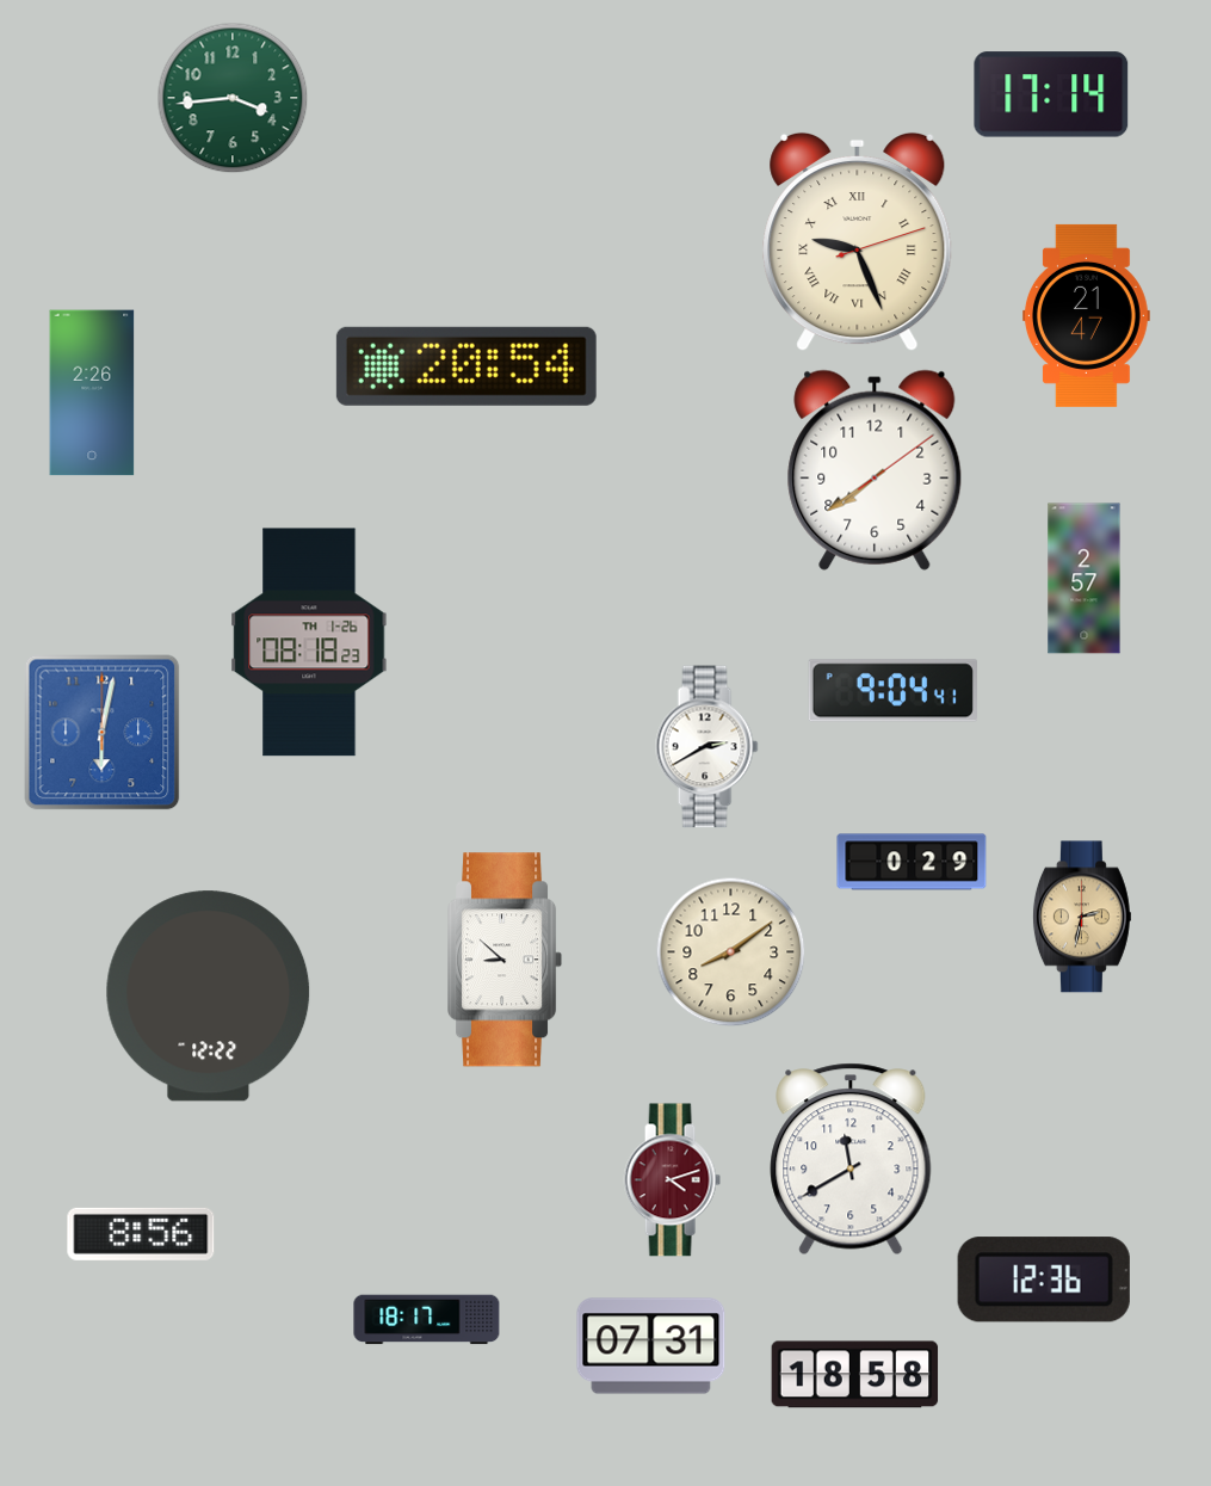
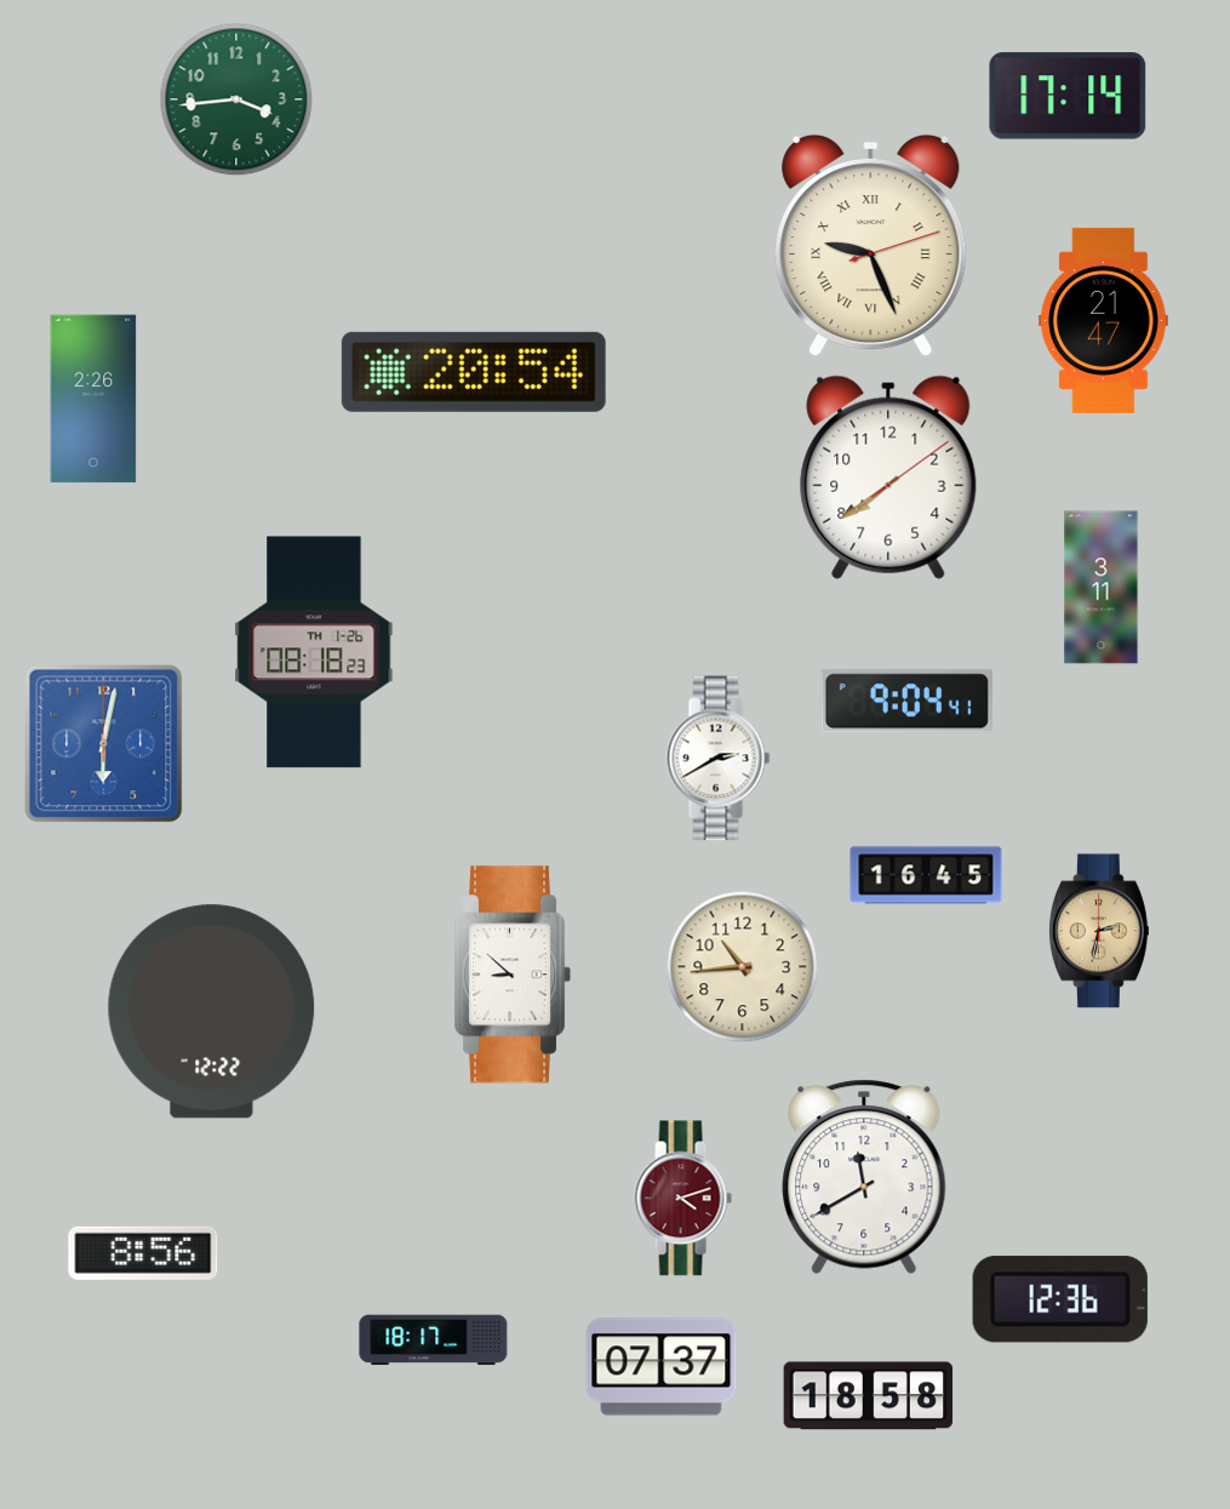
clock at (1085, 579): 2:57 -> 3:11
clock at (912, 862): 0:29 -> 16:45
clock at (730, 951): 8:09 -> 10:44
clock at (651, 1346): 07:31 -> 07:37
